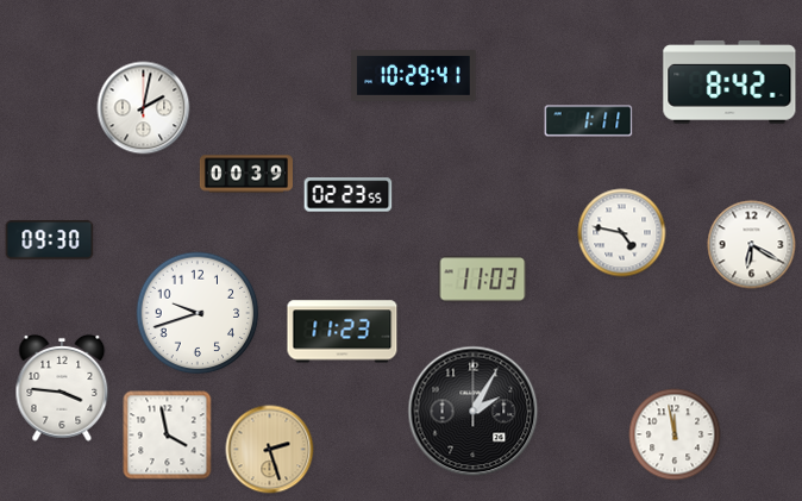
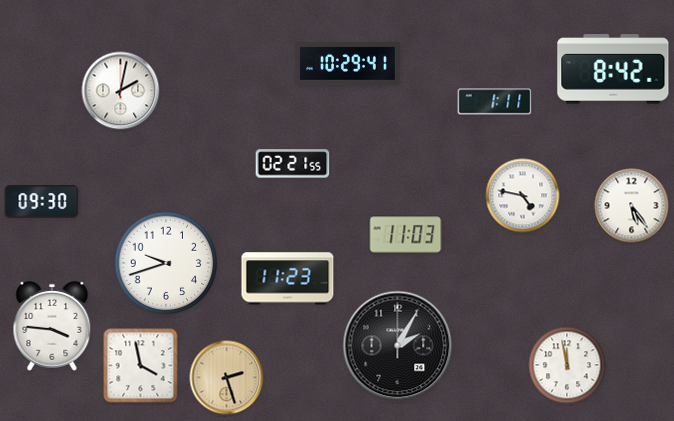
clock at (246, 174): 00:39 -> none
clock at (349, 195): 02:23 -> 02:21
clock at (752, 245): 6:20 -> 5:24
